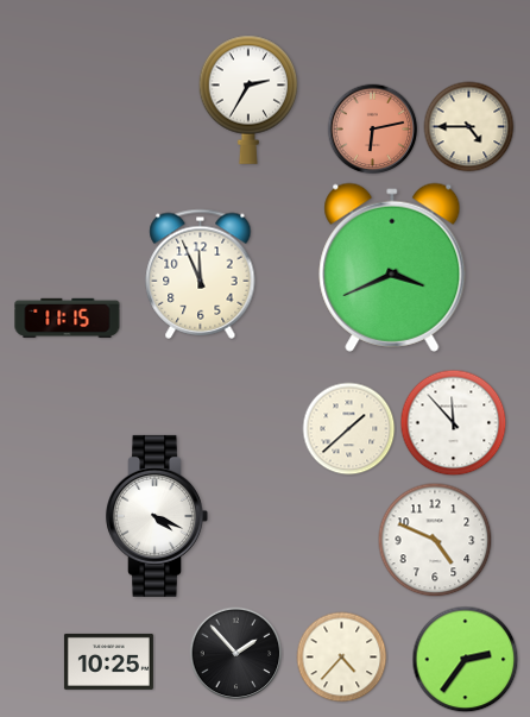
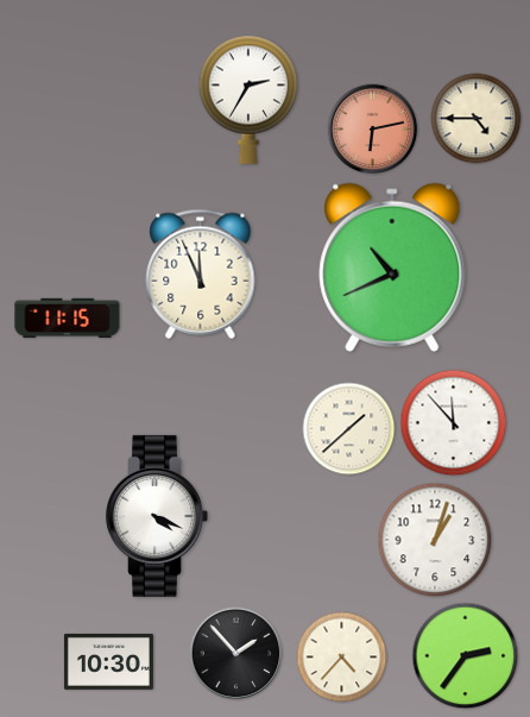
clock at (469, 127) position: (469, 127) -> (477, 119)
clock at (392, 268): 3:41 -> 10:41
clock at (435, 540): 4:49 -> 1:03
clock at (466, 660) position: (466, 660) -> (466, 656)
clock at (108, 661): 10:25 -> 10:30
